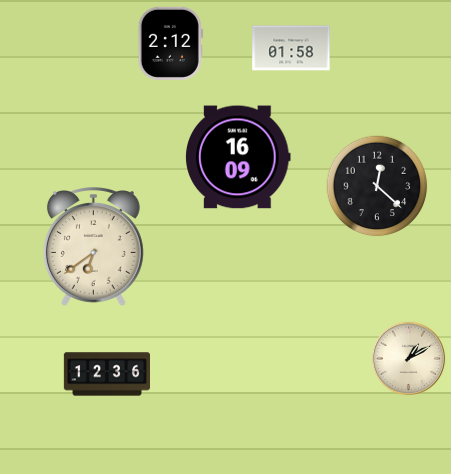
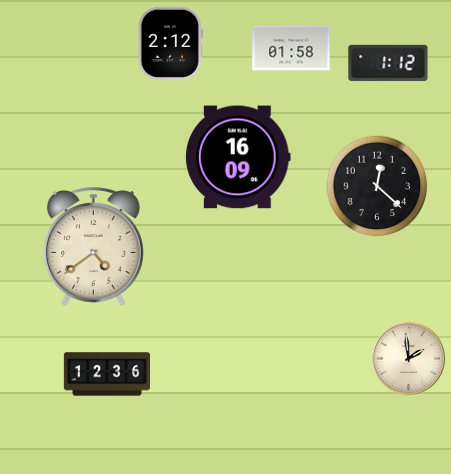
clock at (388, 63): none -> 1:12
clock at (93, 247): 6:39 -> 4:39
clock at (409, 359): 1:10 -> 1:59
